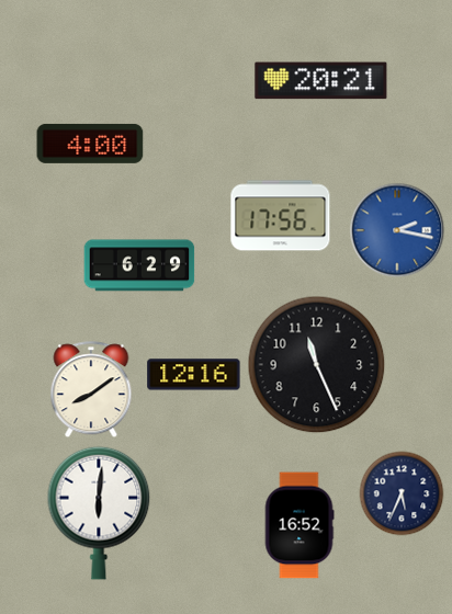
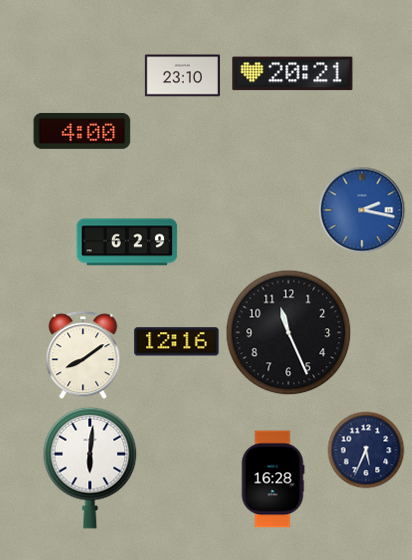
clock at (182, 76): none -> 23:10
clock at (281, 216): 17:56 -> none
clock at (300, 525): 16:52 -> 16:28
